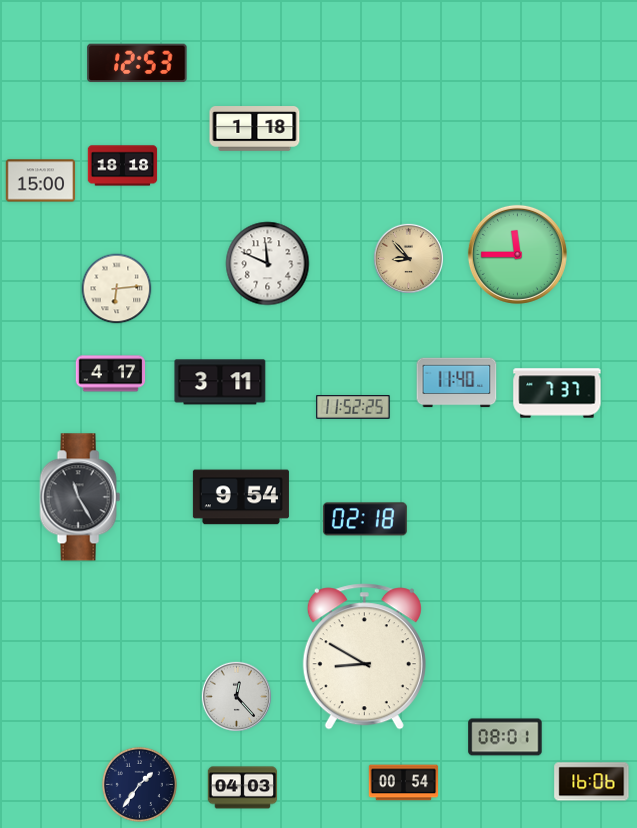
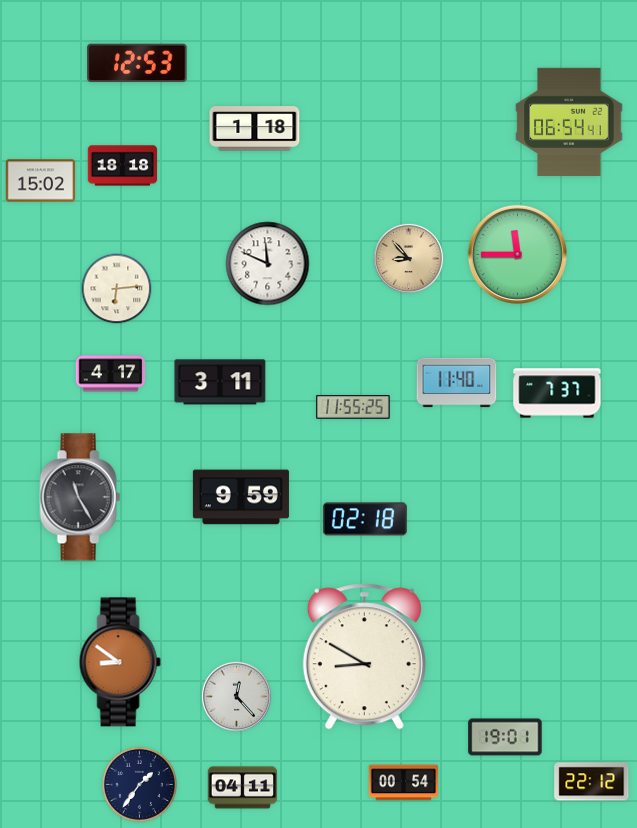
clock at (569, 122): none -> 06:54
clock at (41, 181): 15:00 -> 15:02
clock at (353, 407): 11:52 -> 11:55
clock at (241, 497): 9:54 -> 9:59
clock at (120, 662): none -> 8:51
clock at (505, 737): 08:01 -> 19:01
clock at (592, 782): 16:06 -> 22:12
clock at (243, 788): 04:03 -> 04:11
